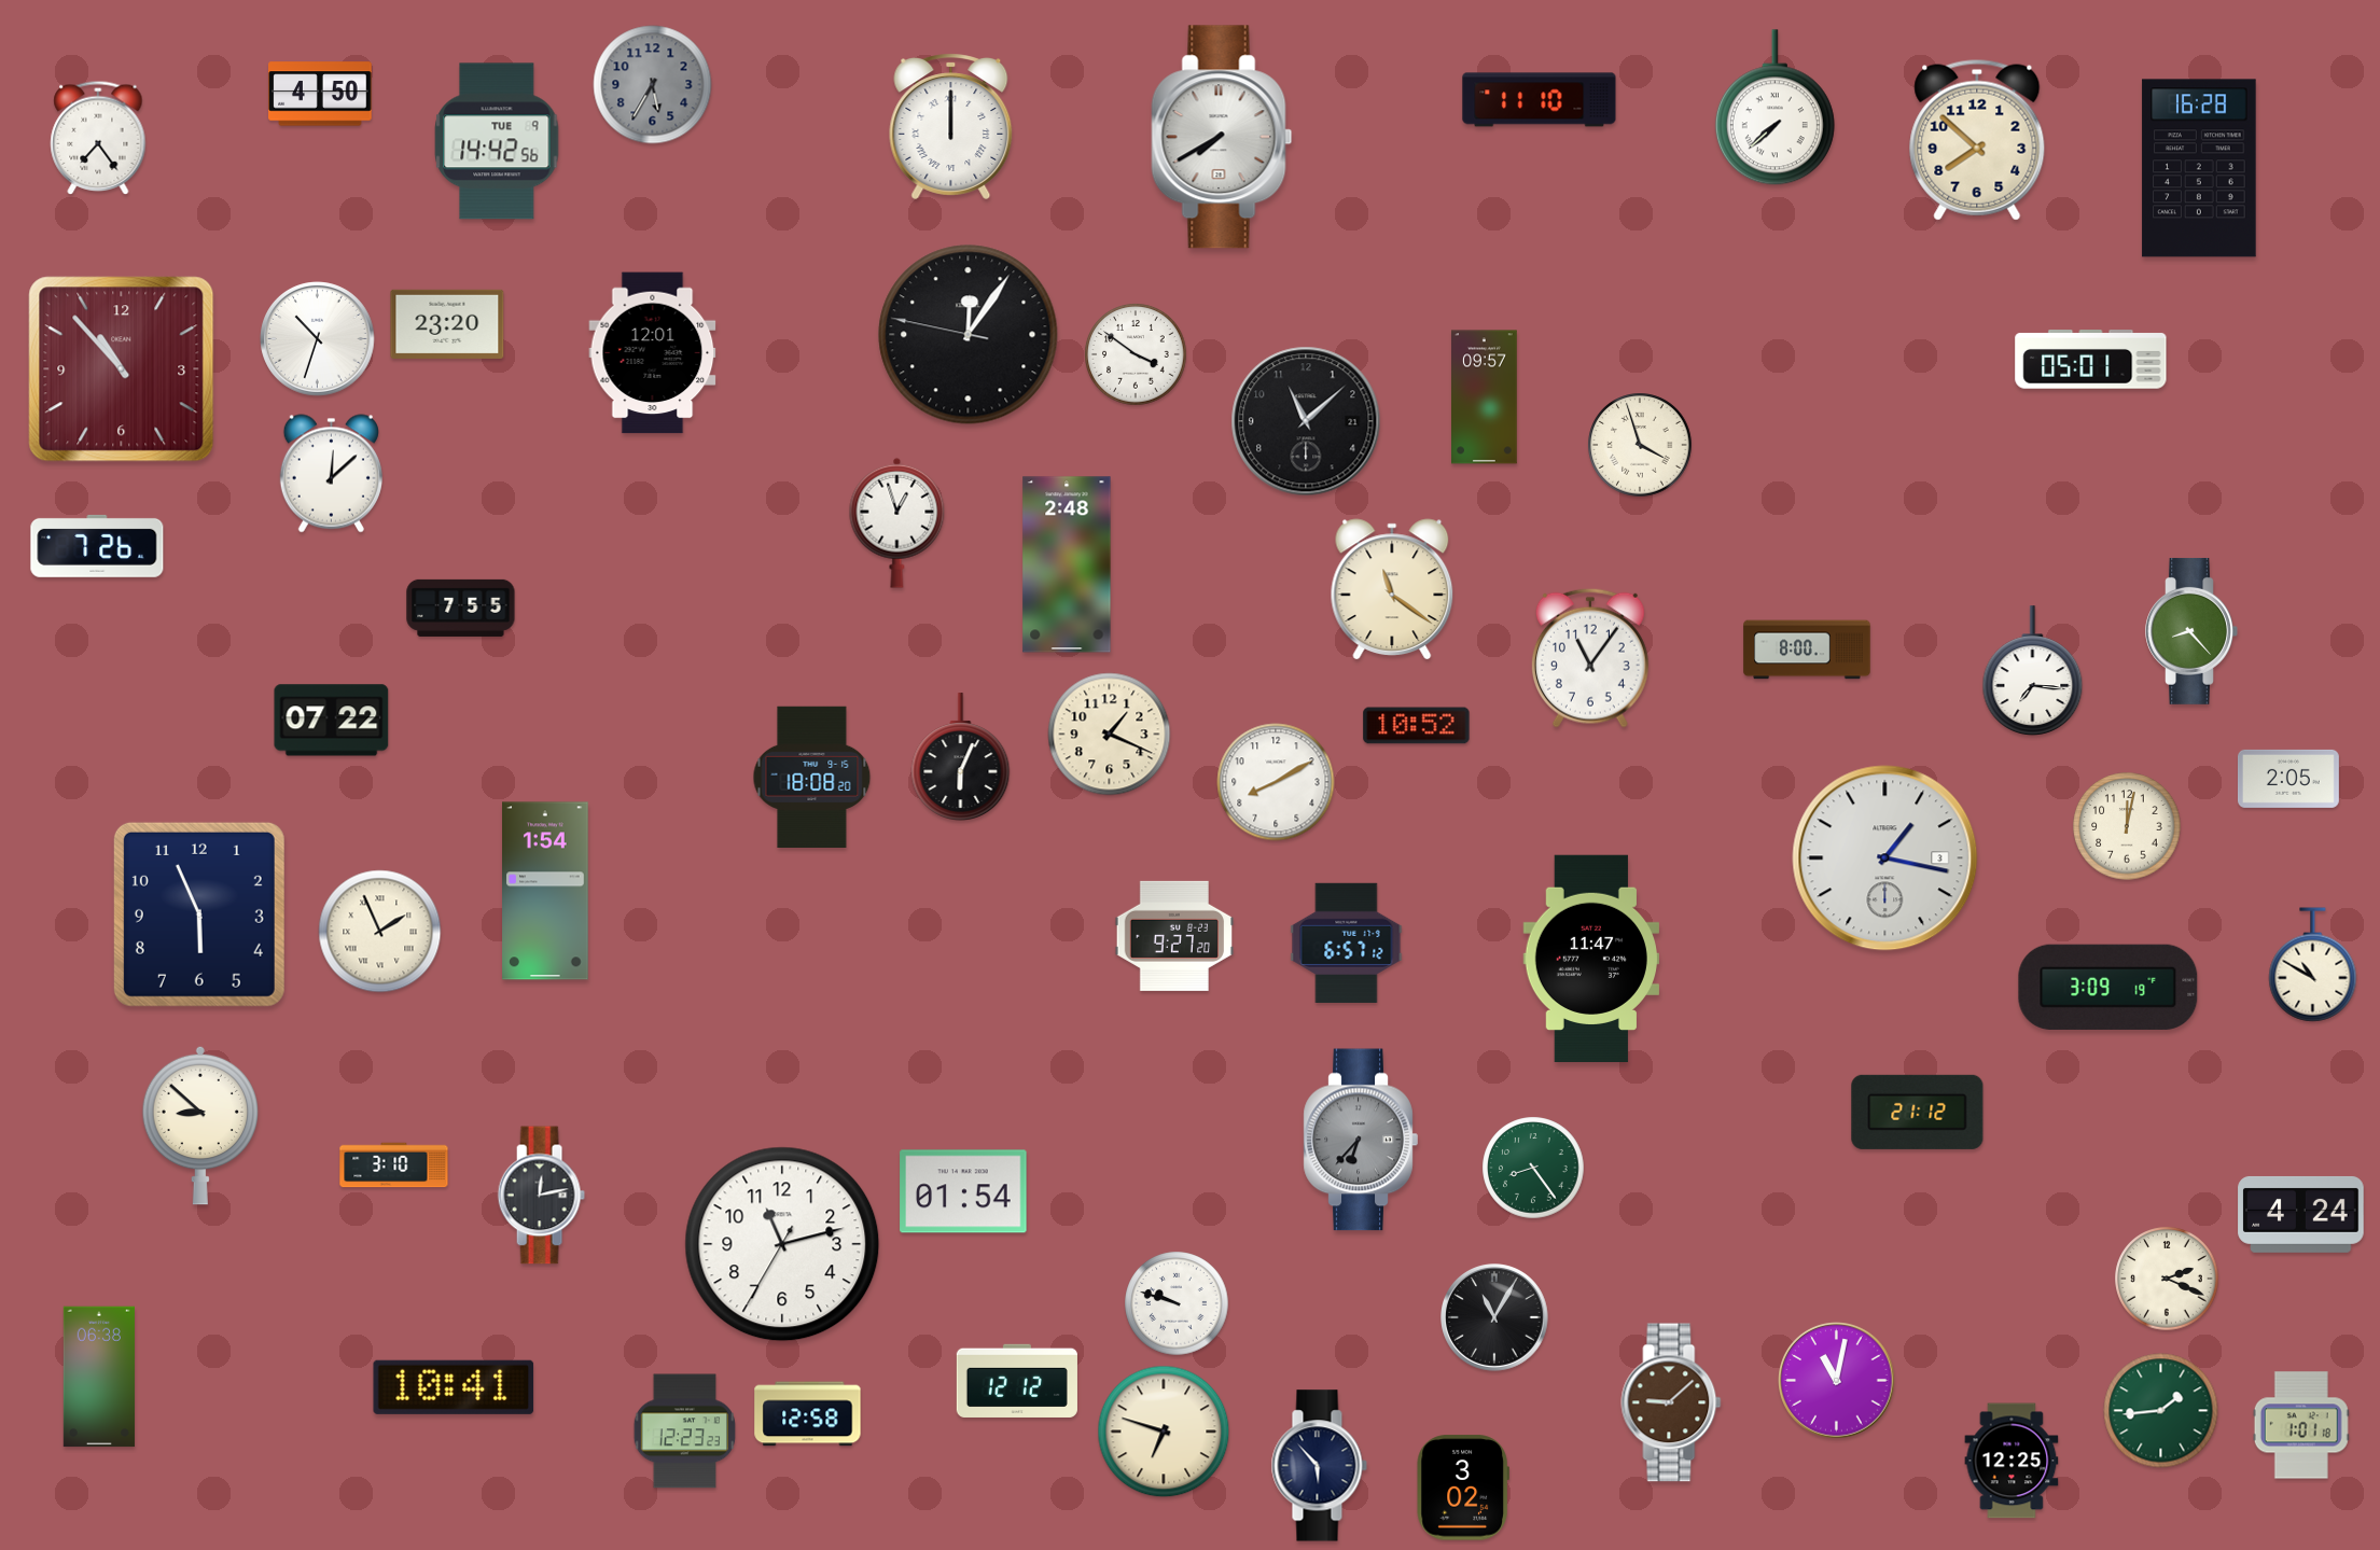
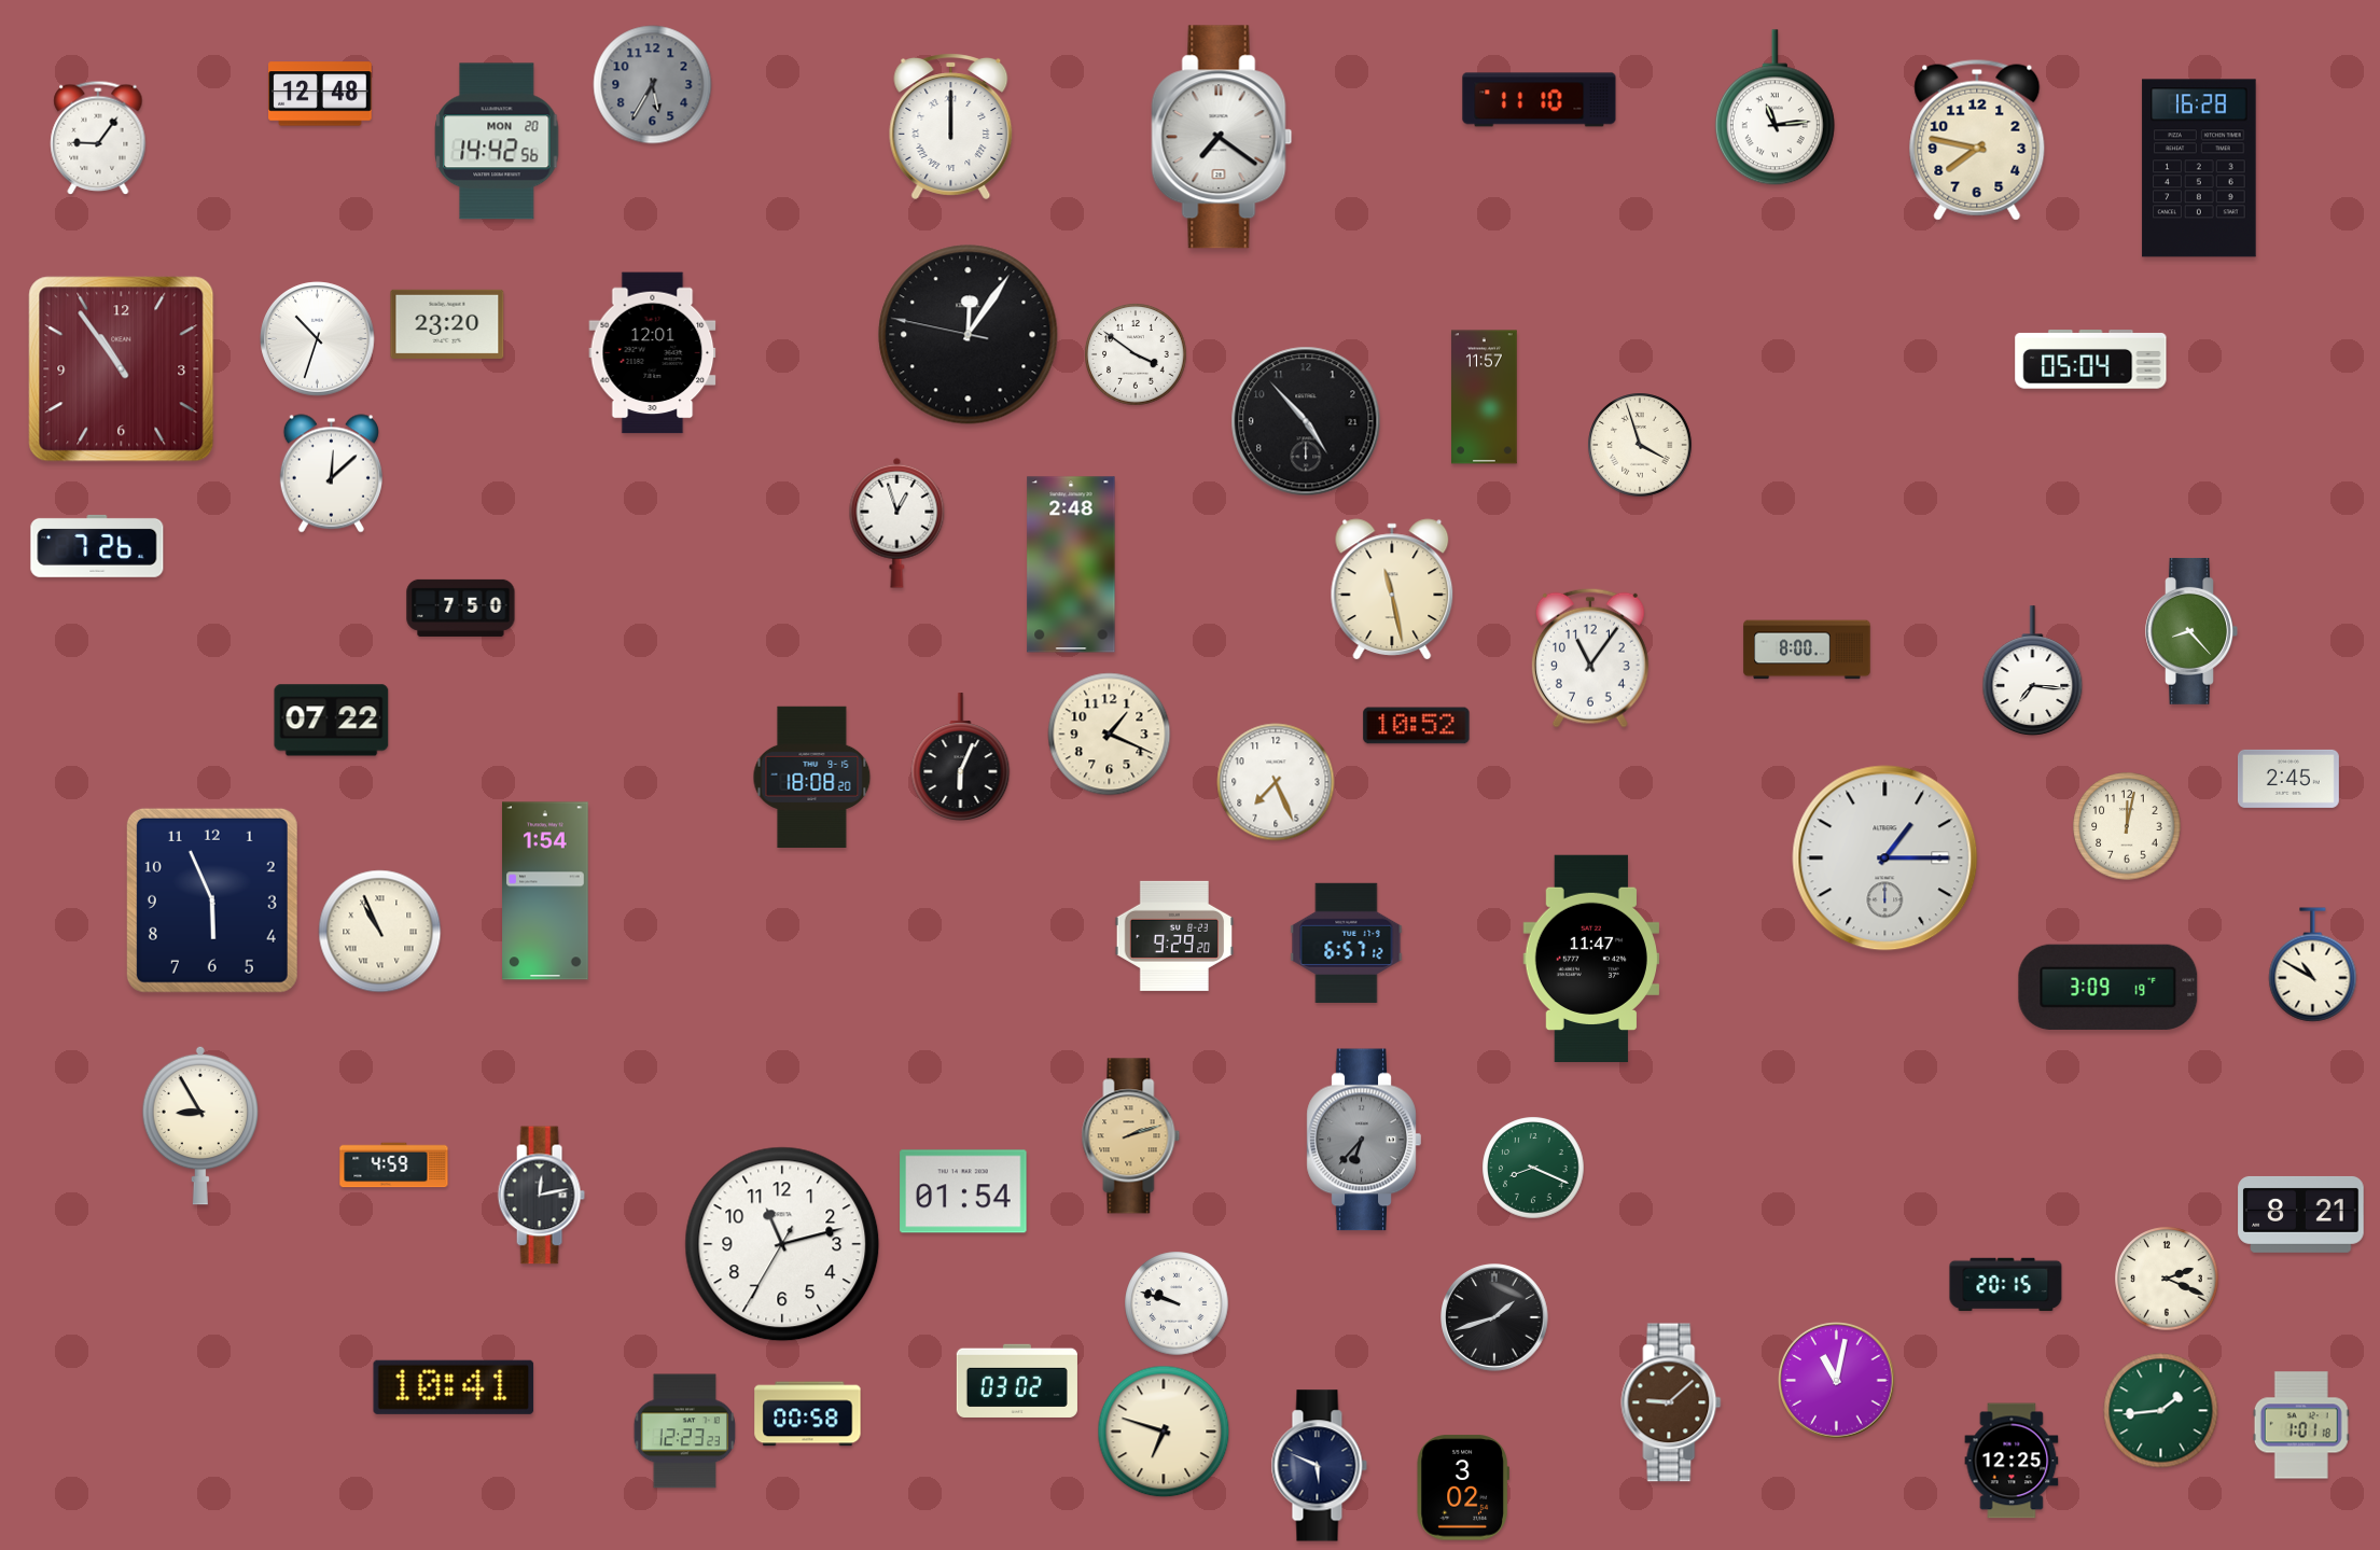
clock at (320, 94): 4:50 -> 12:48
clock at (1774, 108): 7:38 -> 11:14
clock at (1222, 137): 7:40 -> 7:21
clock at (98, 138): 7:24 -> 9:06
clock at (1977, 140): 7:52 -> 7:47
clock at (497, 141) date: TUE 9 -> MON 20
clock at (2091, 360): 05:01 -> 05:04
clock at (122, 369): 10:53 -> 10:54
clock at (1485, 397): 09:57 -> 11:57
clock at (1306, 421): 11:08 -> 4:53
clock at (1067, 564) position: (1067, 564) -> (1071, 564)
clock at (1392, 589): 11:21 -> 11:28
clock at (461, 608): 7:55 -> 7:50
clock at (2288, 779): 2:05 -> 2:45
clock at (1276, 782): 8:10 -> 7:26
clock at (1885, 858): 1:17 -> 1:15
clock at (199, 914) position: (199, 914) -> (212, 900)
clock at (380, 932): 1:56 -> 10:56
clock at (1174, 936): 9:27 -> 9:29
clock at (1918, 1112): 21:12 -> none
clock at (200, 1126): 8:52 -> 8:55
clock at (1131, 1136): none -> 2:12
clock at (1361, 1140) position: (1361, 1140) -> (1364, 1140)
clock at (394, 1165): 3:10 -> 4:59
clock at (1533, 1168): 8:24 -> 8:19
clock at (2301, 1214): 4:24 -> 8:21
clock at (2006, 1285): none -> 20:15
clock at (1495, 1318): 11:05 -> 1:42
clock at (99, 1377): 06:38 -> none
clock at (1017, 1381): 12:12 -> 03:02
clock at (808, 1414): 12:58 -> 00:58
clock at (1319, 1466): 5:53 -> 5:49
